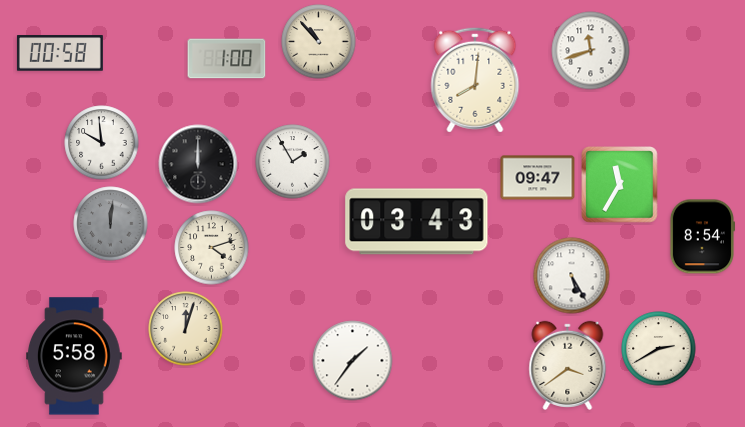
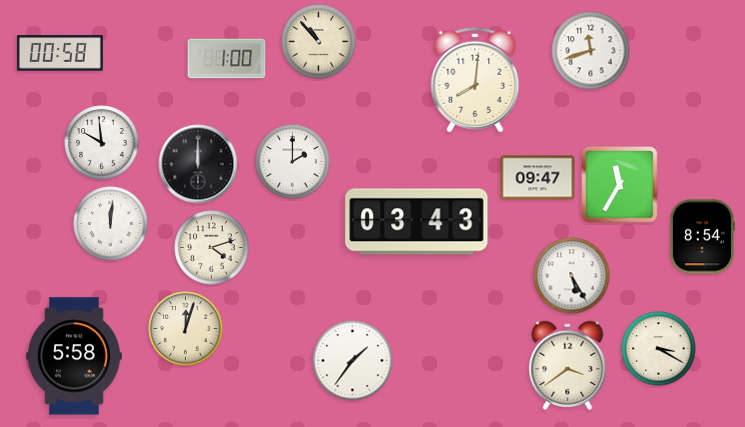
clock at (293, 162): 1:55 -> 2:00
clock at (111, 224) dial: grey -> white
clock at (659, 349): 2:40 -> 3:20
